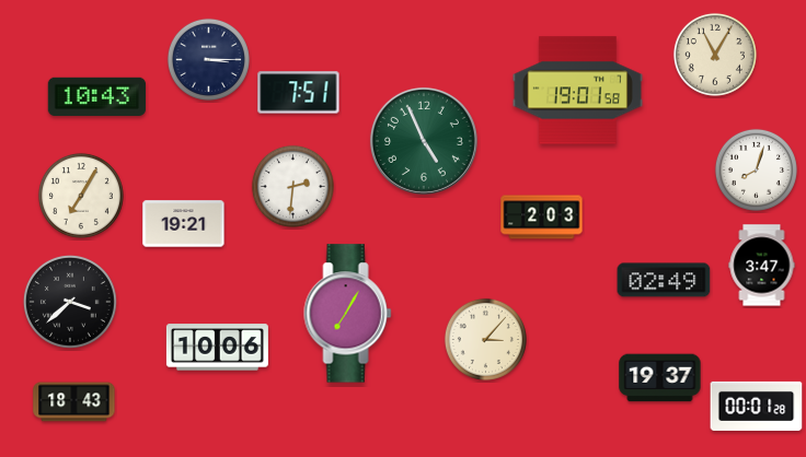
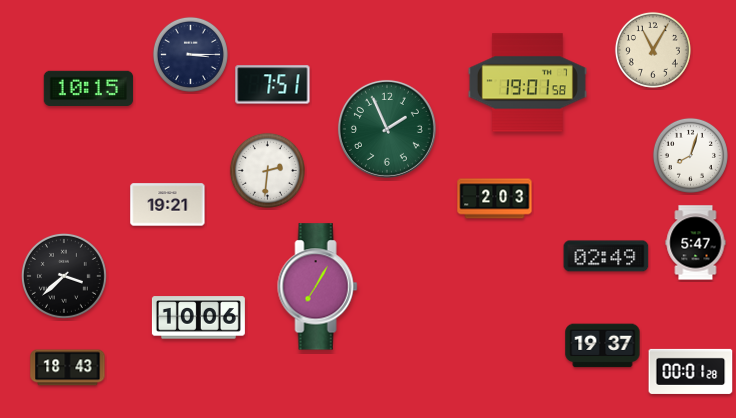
clock at (97, 97): 10:43 -> 10:15
clock at (424, 141): 4:56 -> 1:56
clock at (81, 196): 7:05 -> none
clock at (762, 266): 3:47 -> 5:47
clock at (485, 339): 3:07 -> none
